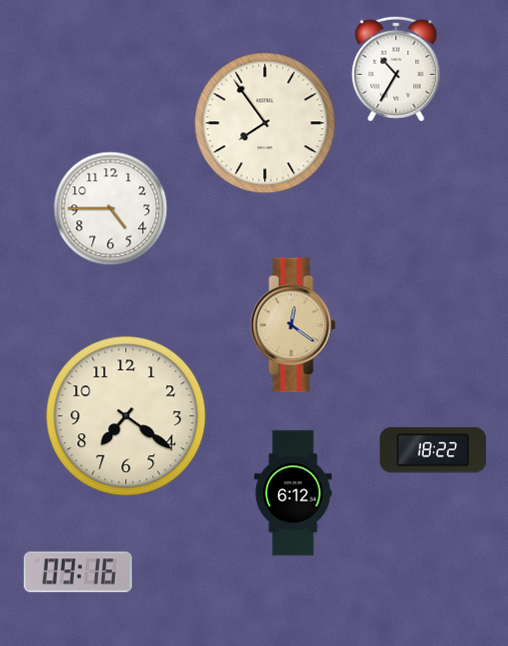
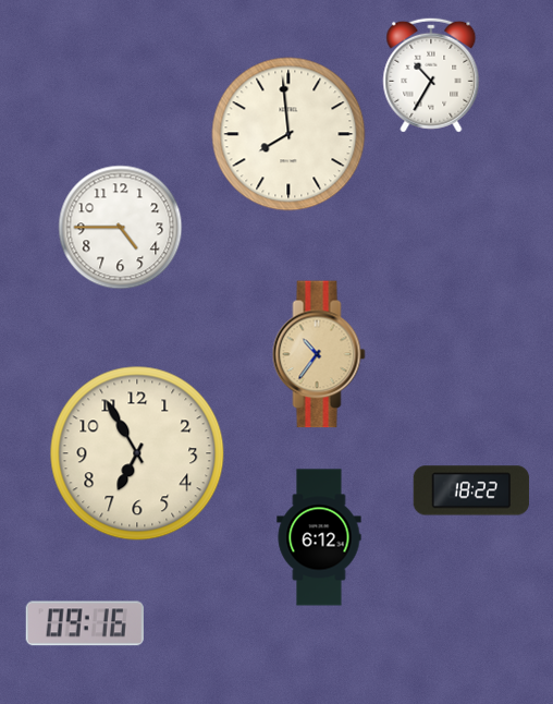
clock at (265, 123): 7:54 -> 7:59
clock at (293, 325): 12:21 -> 10:36
clock at (126, 416): 7:21 -> 6:55
